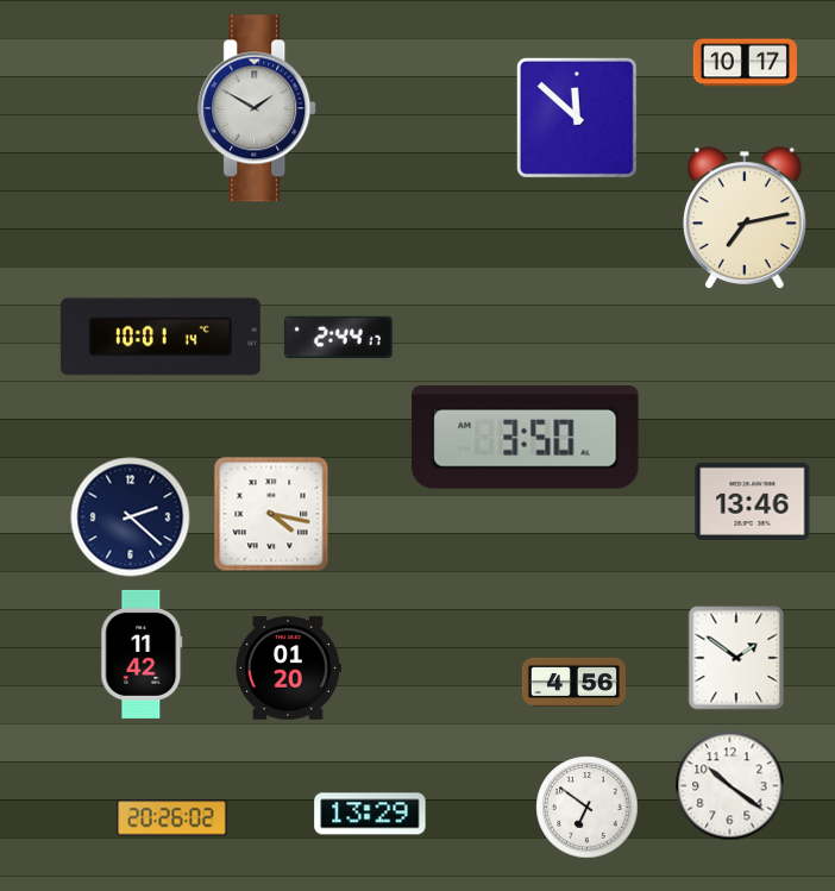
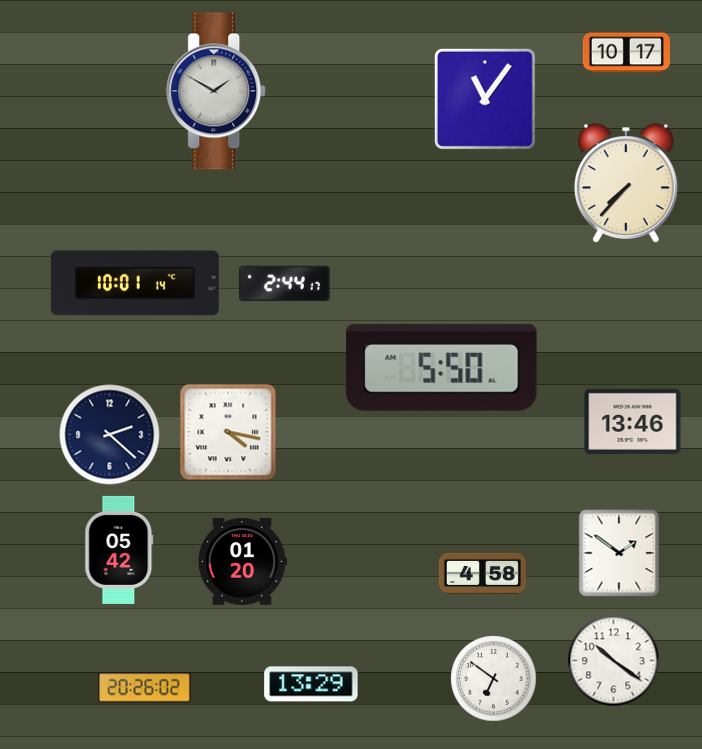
clock at (577, 118): 11:52 -> 11:06
clock at (745, 218): 7:13 -> 7:37
clock at (526, 438): 3:50 -> 5:50
clock at (142, 654): 11:42 -> 05:42
clock at (573, 682): 4:56 -> 4:58
